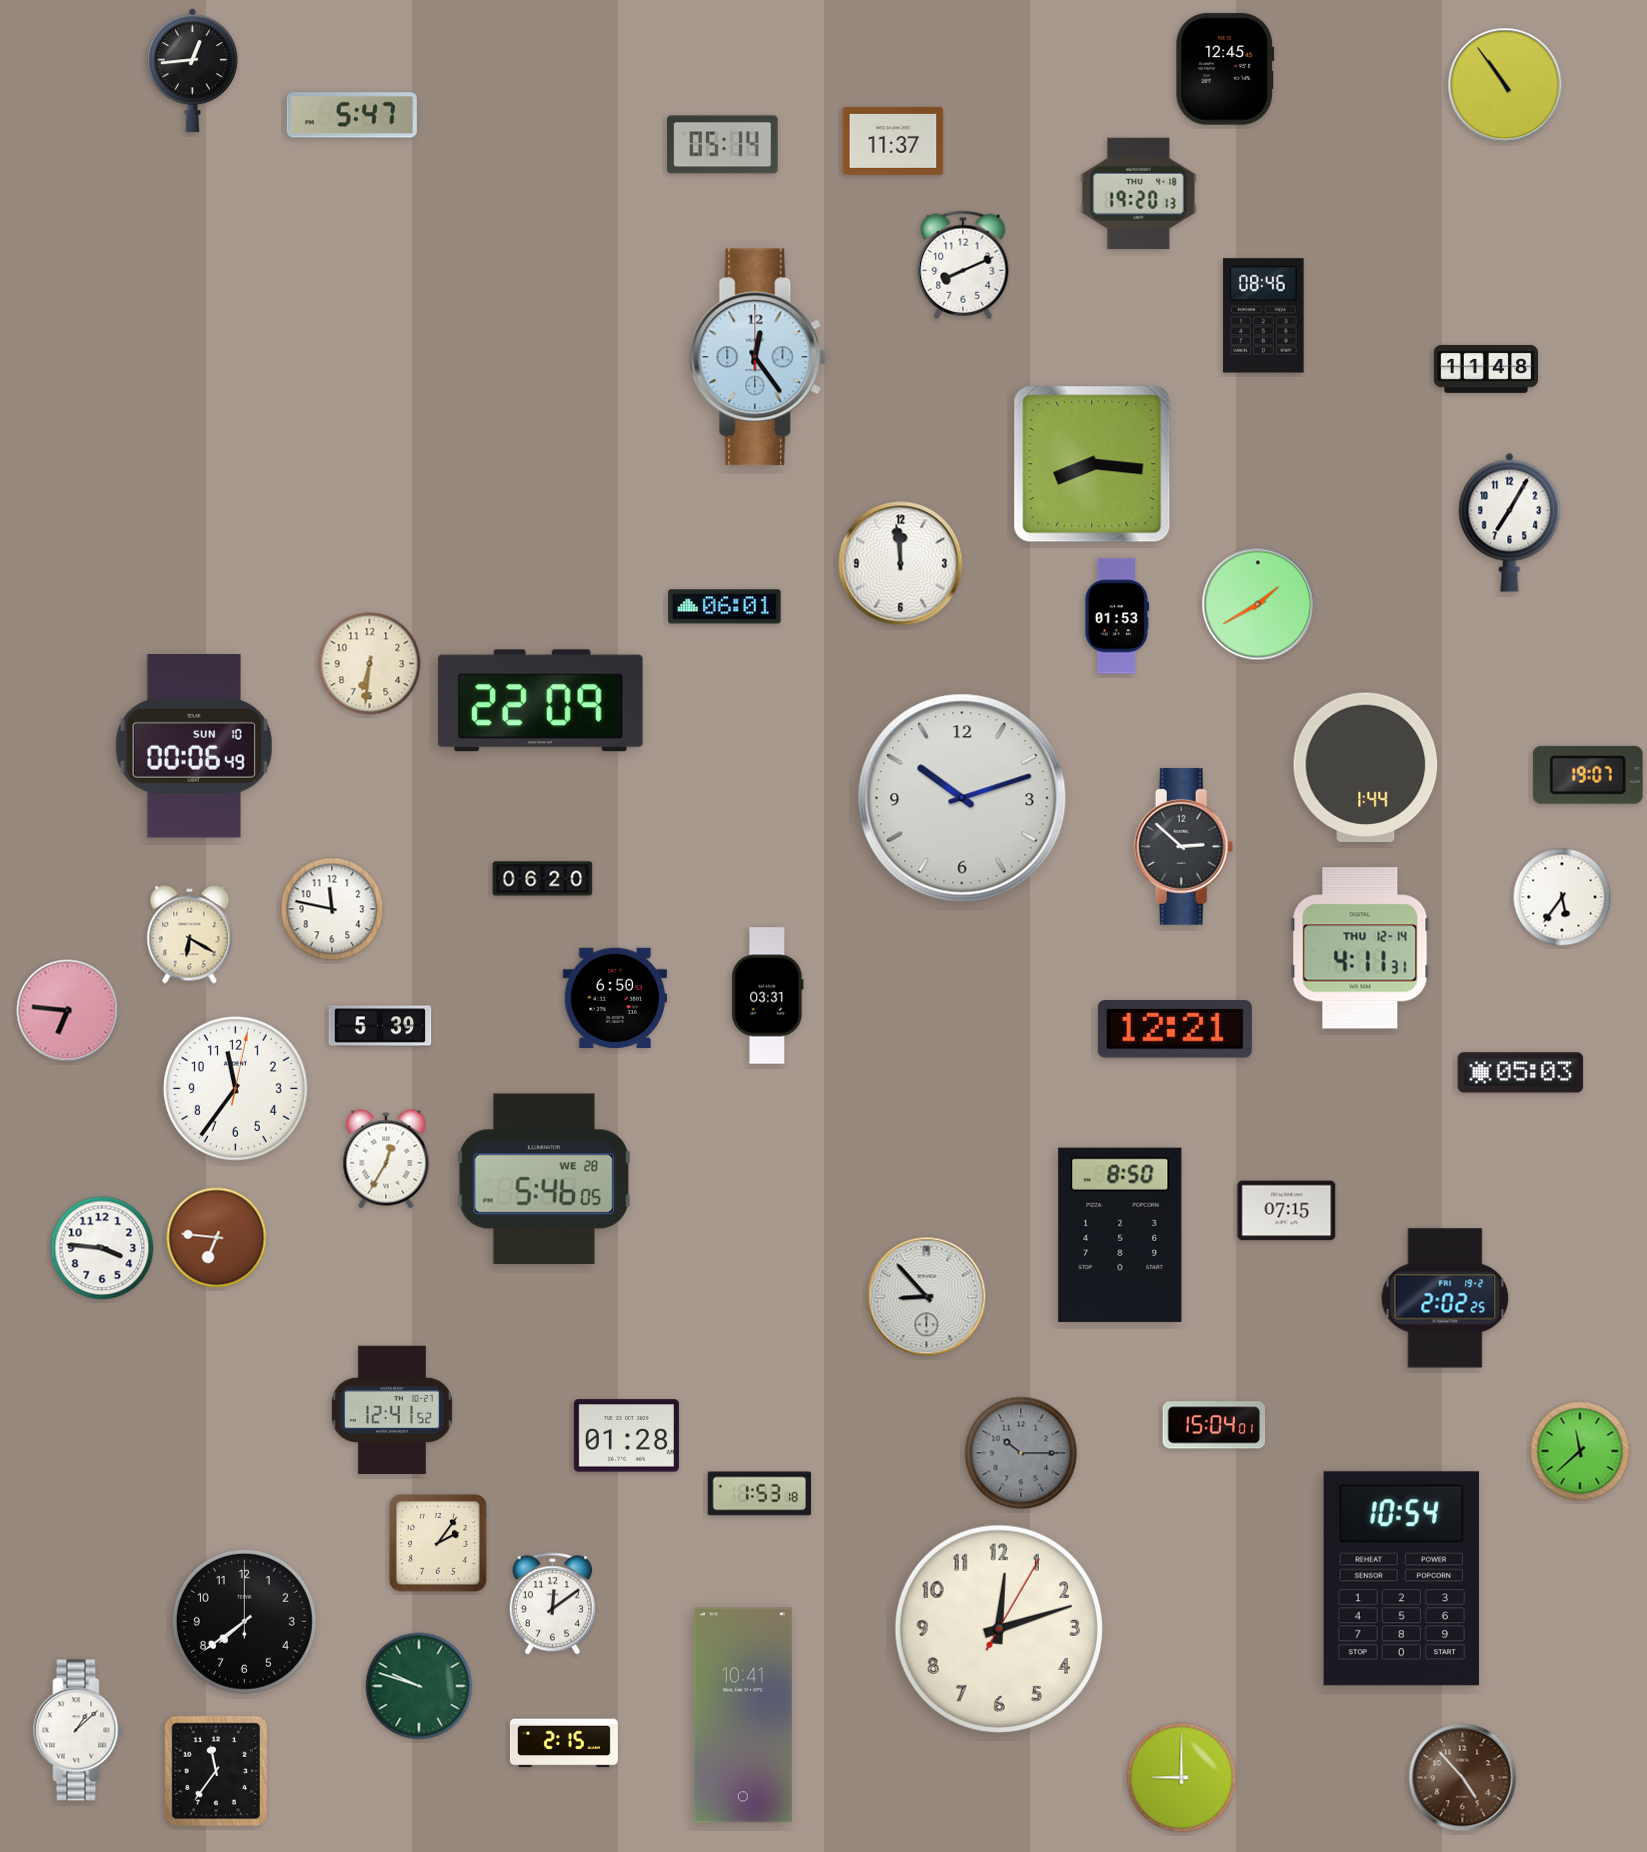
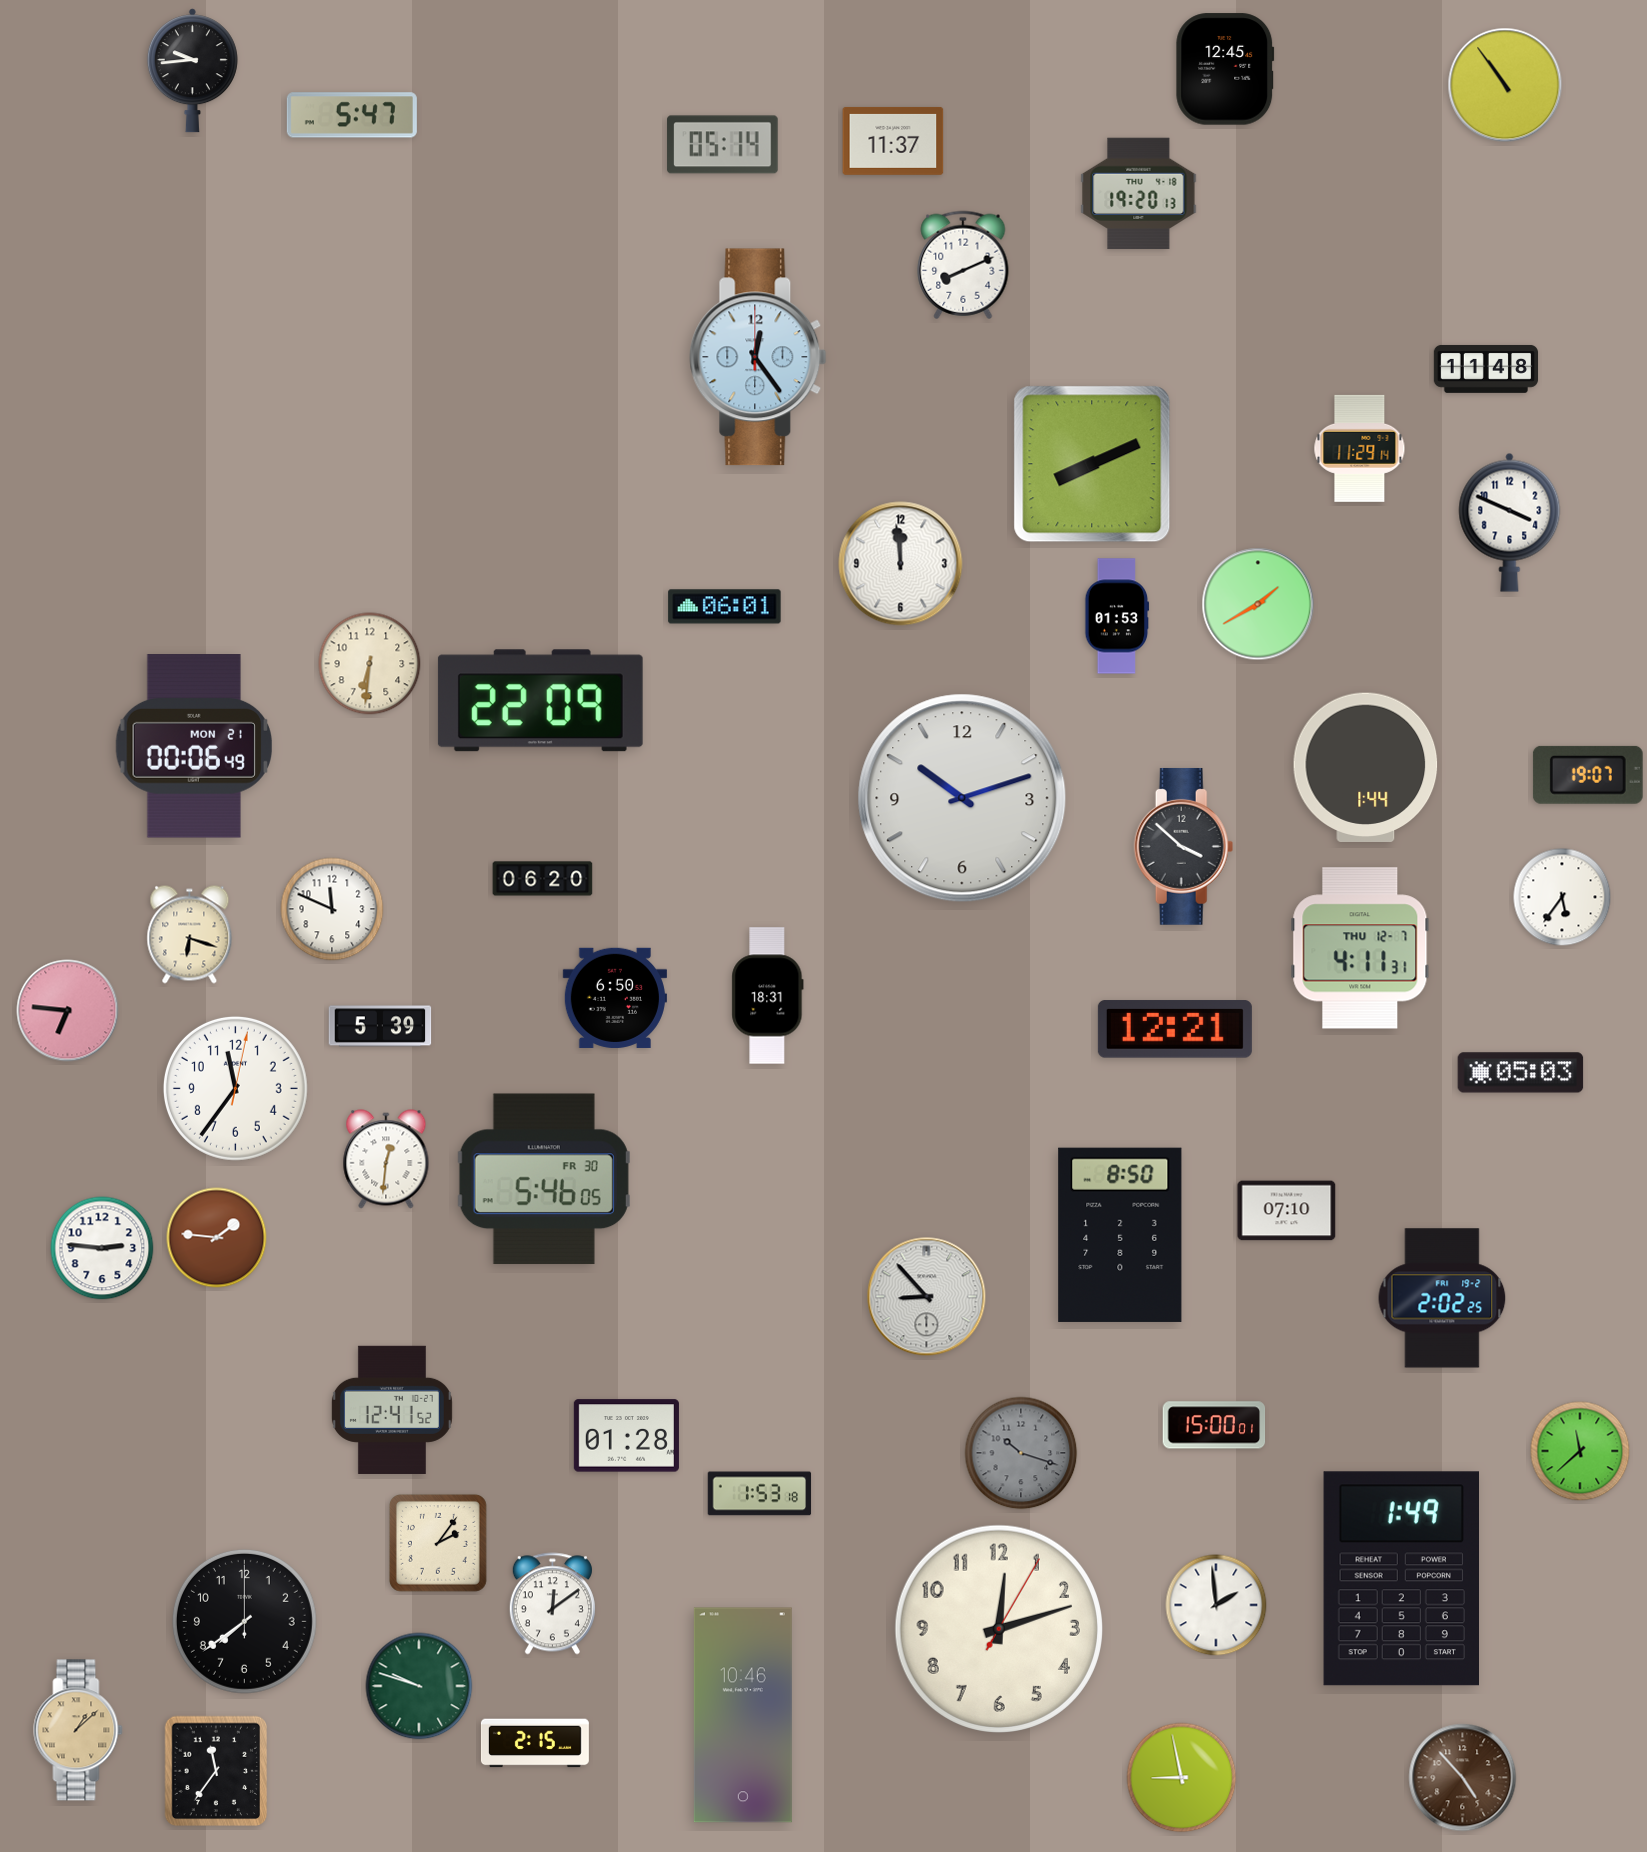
clock at (192, 71): 12:44 -> 9:44
clock at (1264, 316): 08:46 -> none
clock at (1360, 448): none -> 11:29
clock at (1092, 464): 8:16 -> 8:11
clock at (1510, 522): 7:05 -> 3:49
clock at (194, 746) date: SUN 10 -> MON 21
clock at (1184, 846): 2:52 -> 3:52
clock at (332, 909): 11:47 -> 11:49
clock at (190, 935): 6:20 -> 6:18
clock at (1360, 948) date: THU 12-14 -> THU 12-7
clock at (768, 996): 03:31 -> 18:31
clock at (386, 1159): 12:35 -> 12:31
clock at (544, 1179) date: WE 28 -> FR 30
clock at (1287, 1211): 07:15 -> 07:10
clock at (217, 1238): 6:46 -> 1:46
clock at (102, 1248): 3:46 -> 2:46
clock at (1445, 1298) position: (1445, 1298) -> (1442, 1298)
clock at (1214, 1425): 15:04 -> 15:00
clock at (1021, 1453): 10:15 -> 10:18
clock at (1401, 1579): 10:54 -> 1:49
clock at (1216, 1605): none -> 1:59
clock at (743, 1715): 10:41 -> 10:46
clock at (78, 1730) dial: white -> champagne
clock at (564, 1743) position: (564, 1743) -> (535, 1743)
clock at (1182, 1778): 9:00 -> 8:58
